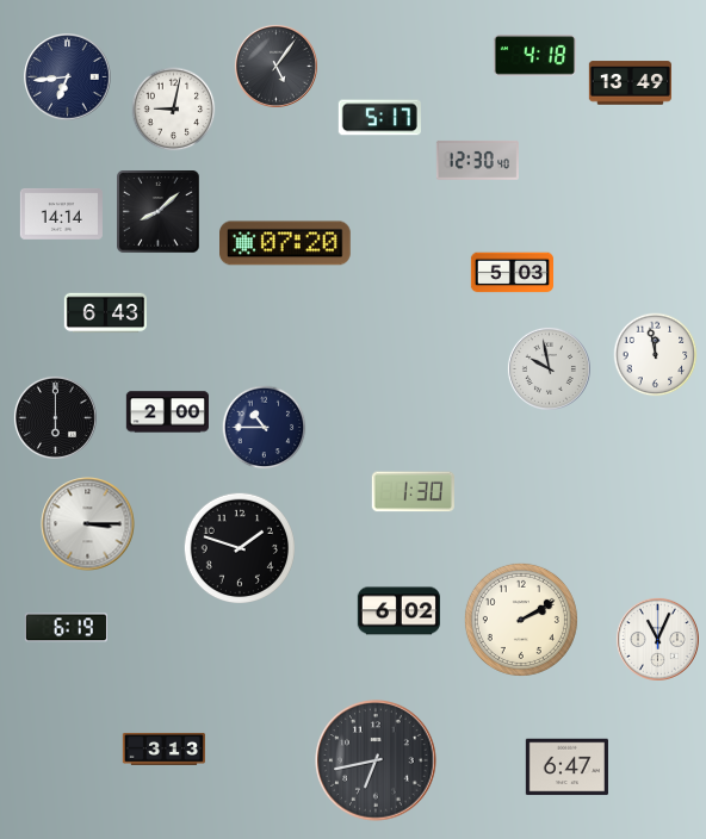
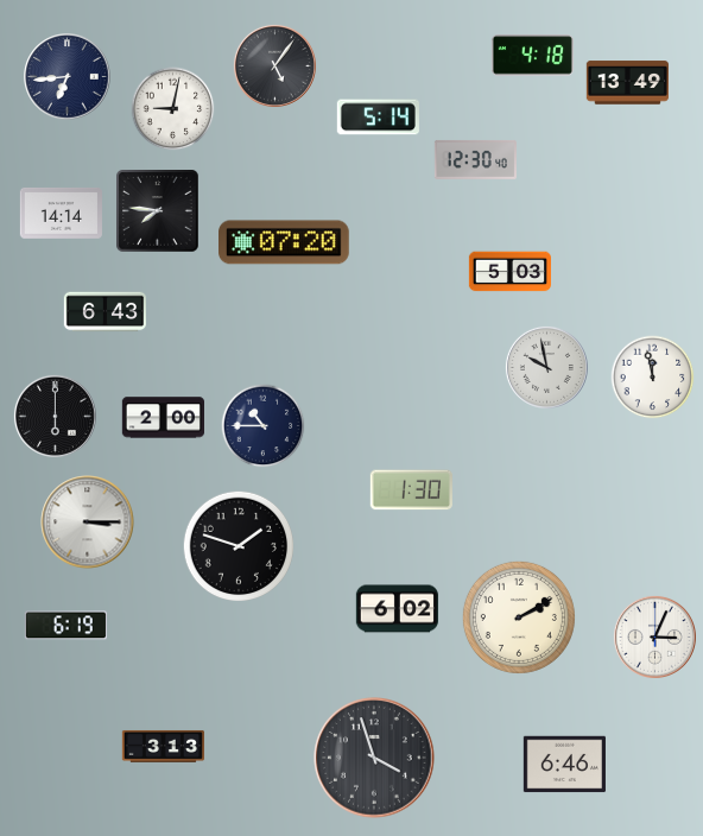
clock at (379, 118): 5:17 -> 5:14
clock at (159, 212): 8:08 -> 7:46
clock at (656, 355) position: (656, 355) -> (653, 378)
clock at (167, 412) position: (167, 412) -> (163, 418)
clock at (657, 639): 11:04 -> 3:04
clock at (376, 760): 6:43 -> 3:57
clock at (566, 767): 6:47 -> 6:46
